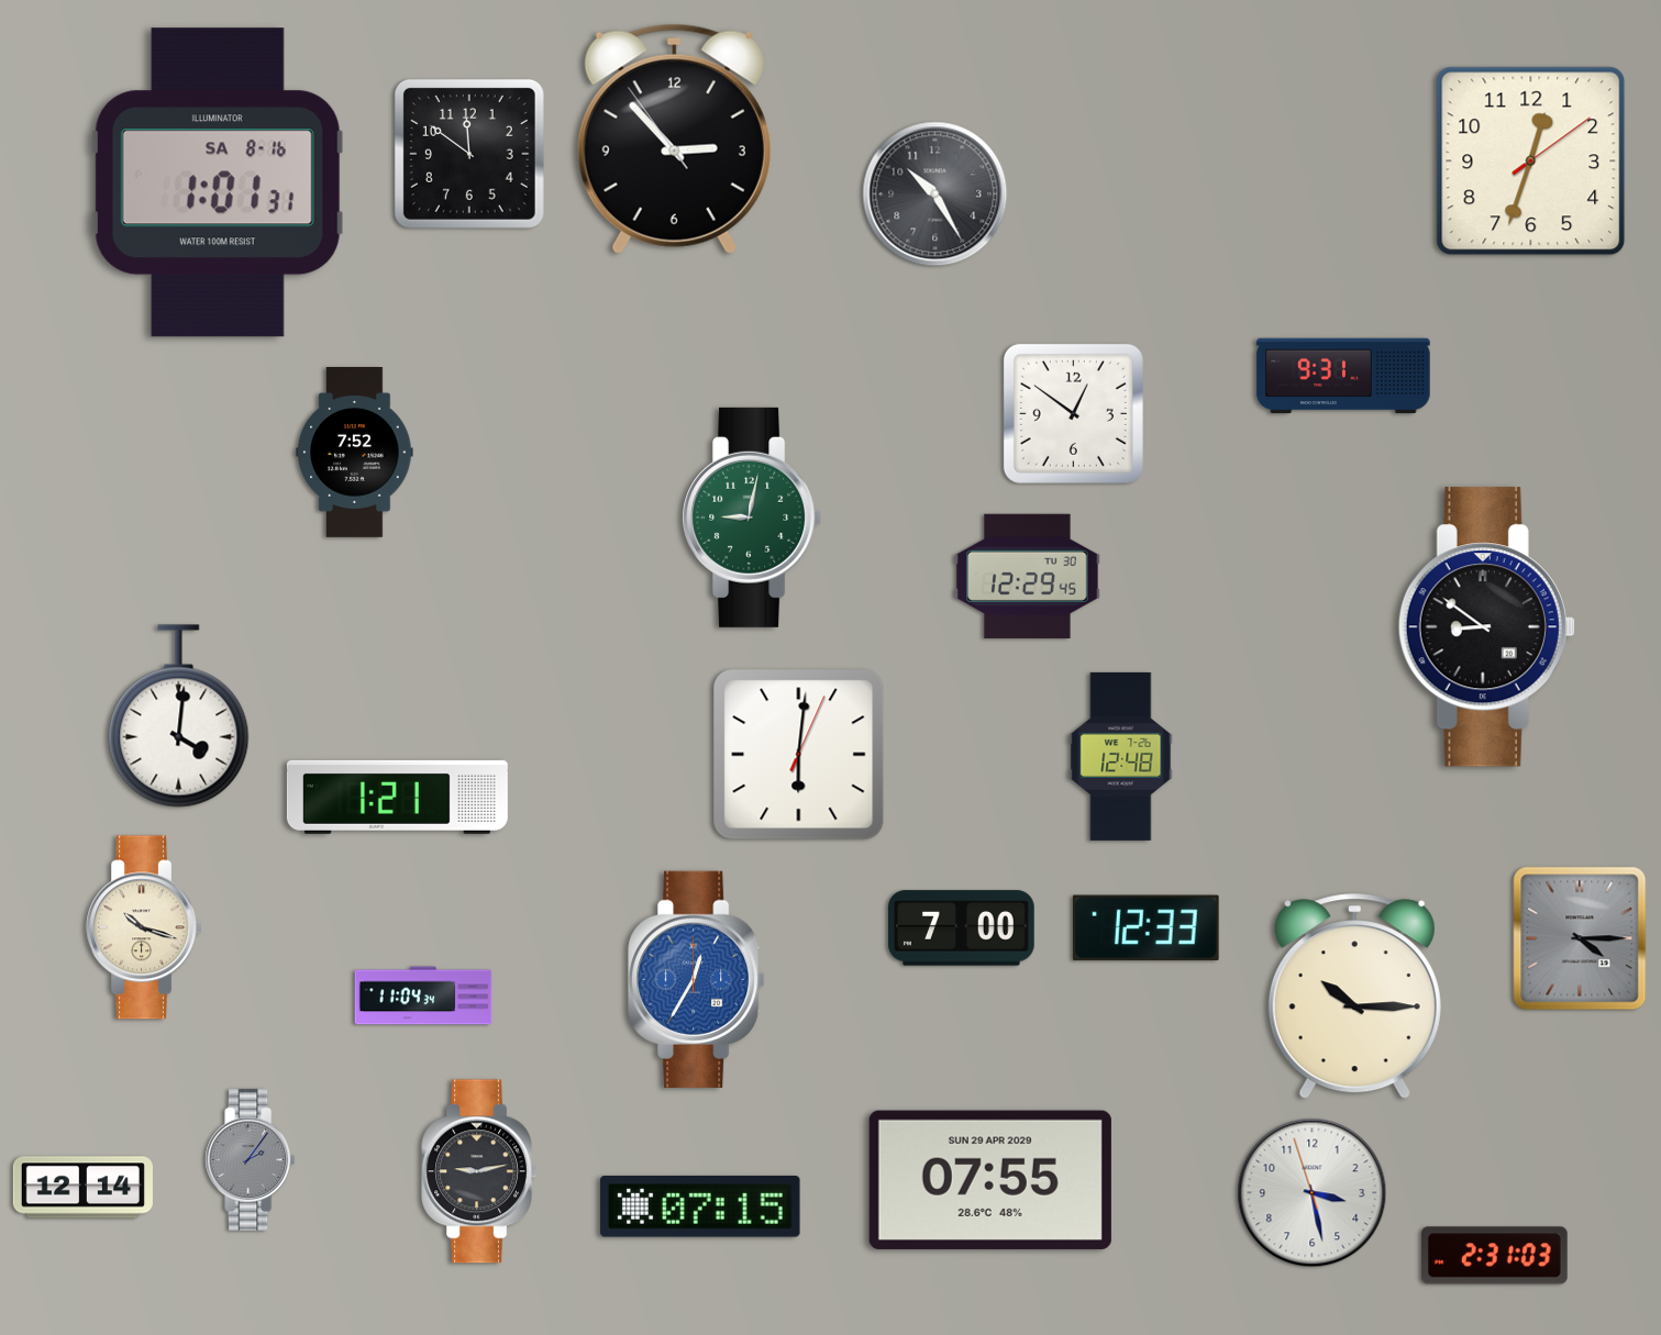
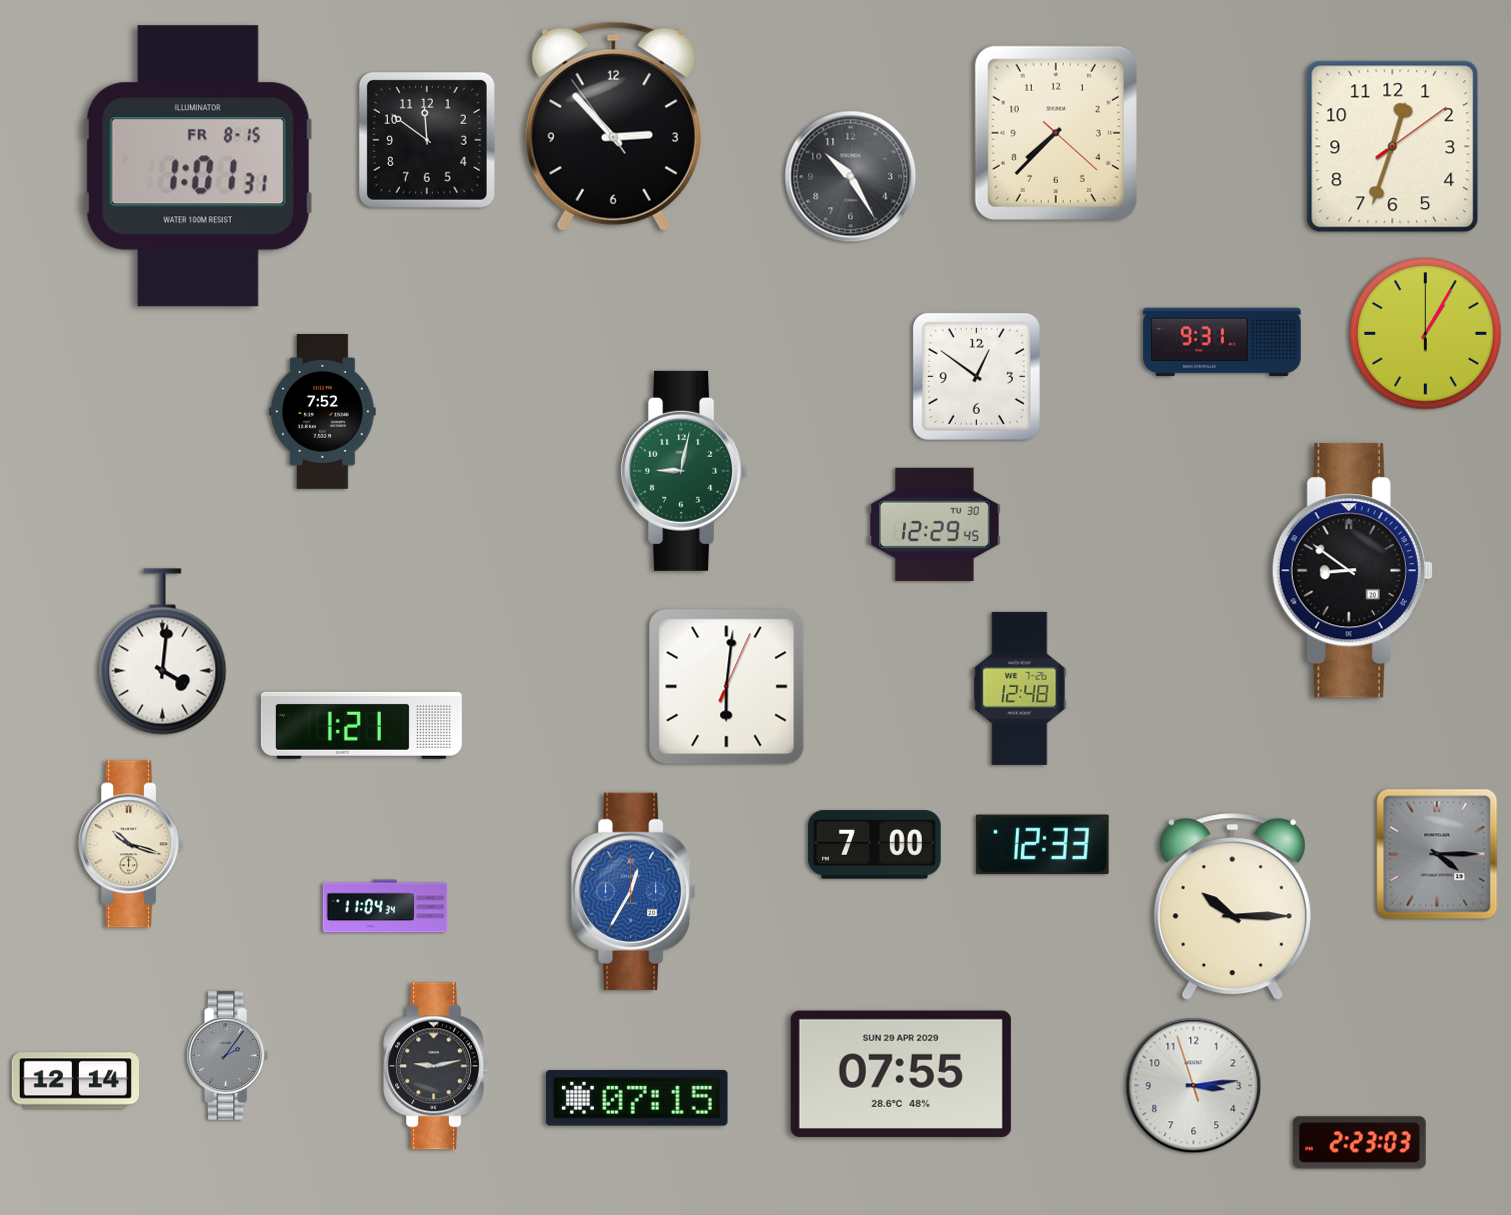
clock at (1056, 133): none -> 7:37
clock at (218, 182) date: SA 8-16 -> FR 8-15
clock at (1426, 334): none -> 1:05
clock at (1313, 1193): 3:27 -> 3:13
clock at (1495, 1256): 2:31 -> 2:23
